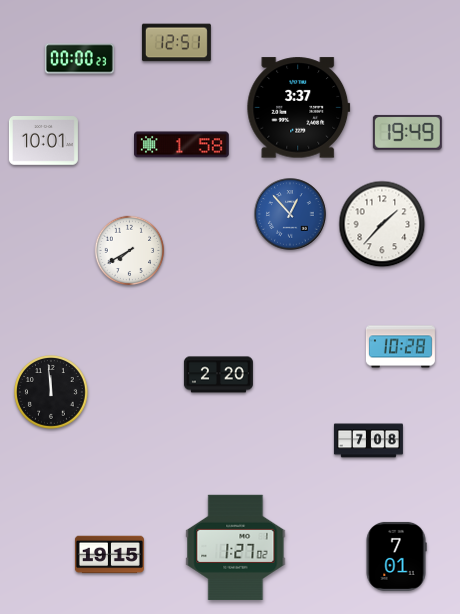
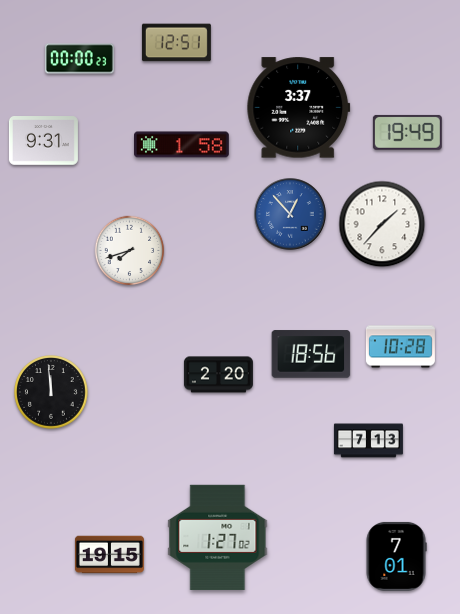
clock at (43, 141): 10:01 -> 9:31
clock at (130, 251): 7:40 -> 7:42
clock at (311, 354): none -> 18:56
clock at (368, 441): 7:08 -> 7:13
clock at (236, 547) position: (236, 547) -> (218, 537)
